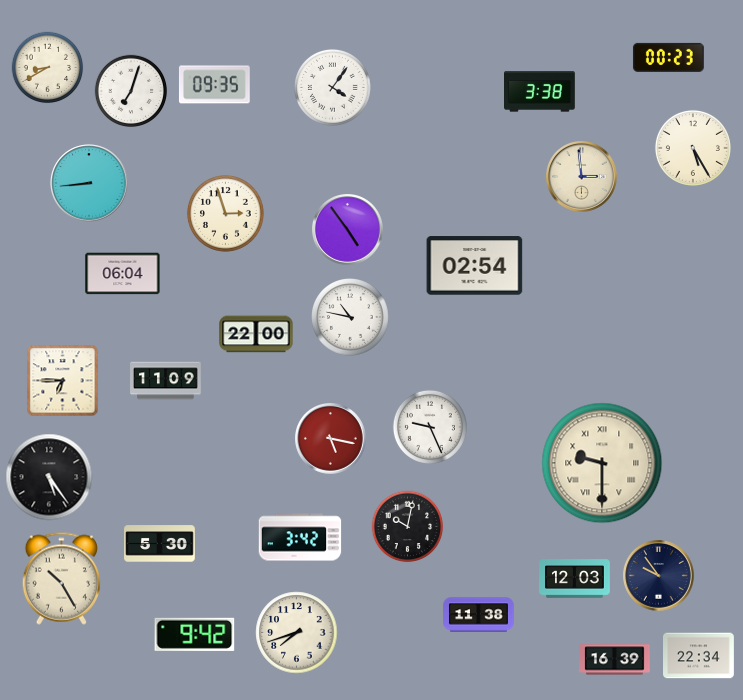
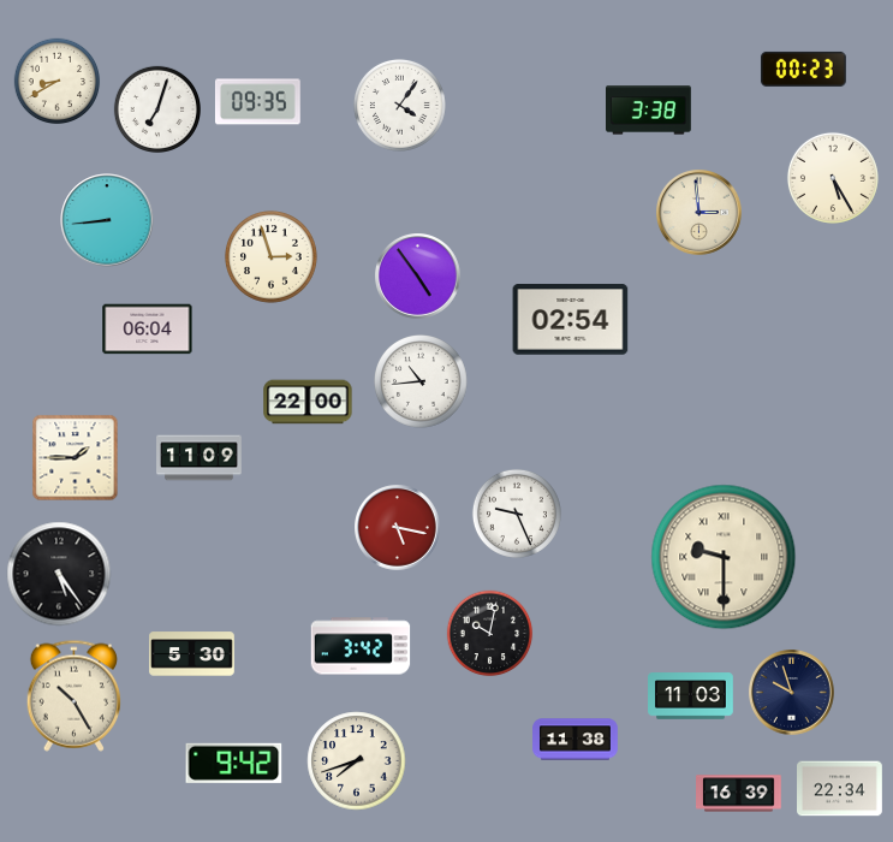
clock at (351, 318): 10:47 -> 10:44
clock at (63, 381): 6:45 -> 1:45
clock at (659, 576): 9:54 -> 9:57
clock at (575, 579): 12:03 -> 11:03
